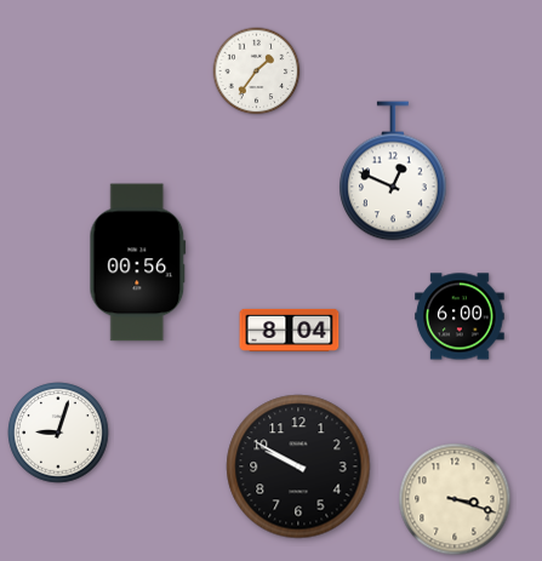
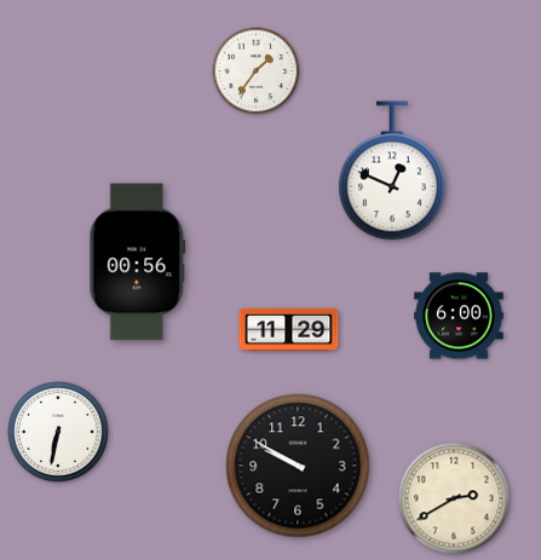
clock at (290, 330): 8:04 -> 11:29
clock at (58, 433): 9:03 -> 6:32
clock at (455, 499): 3:18 -> 2:40
